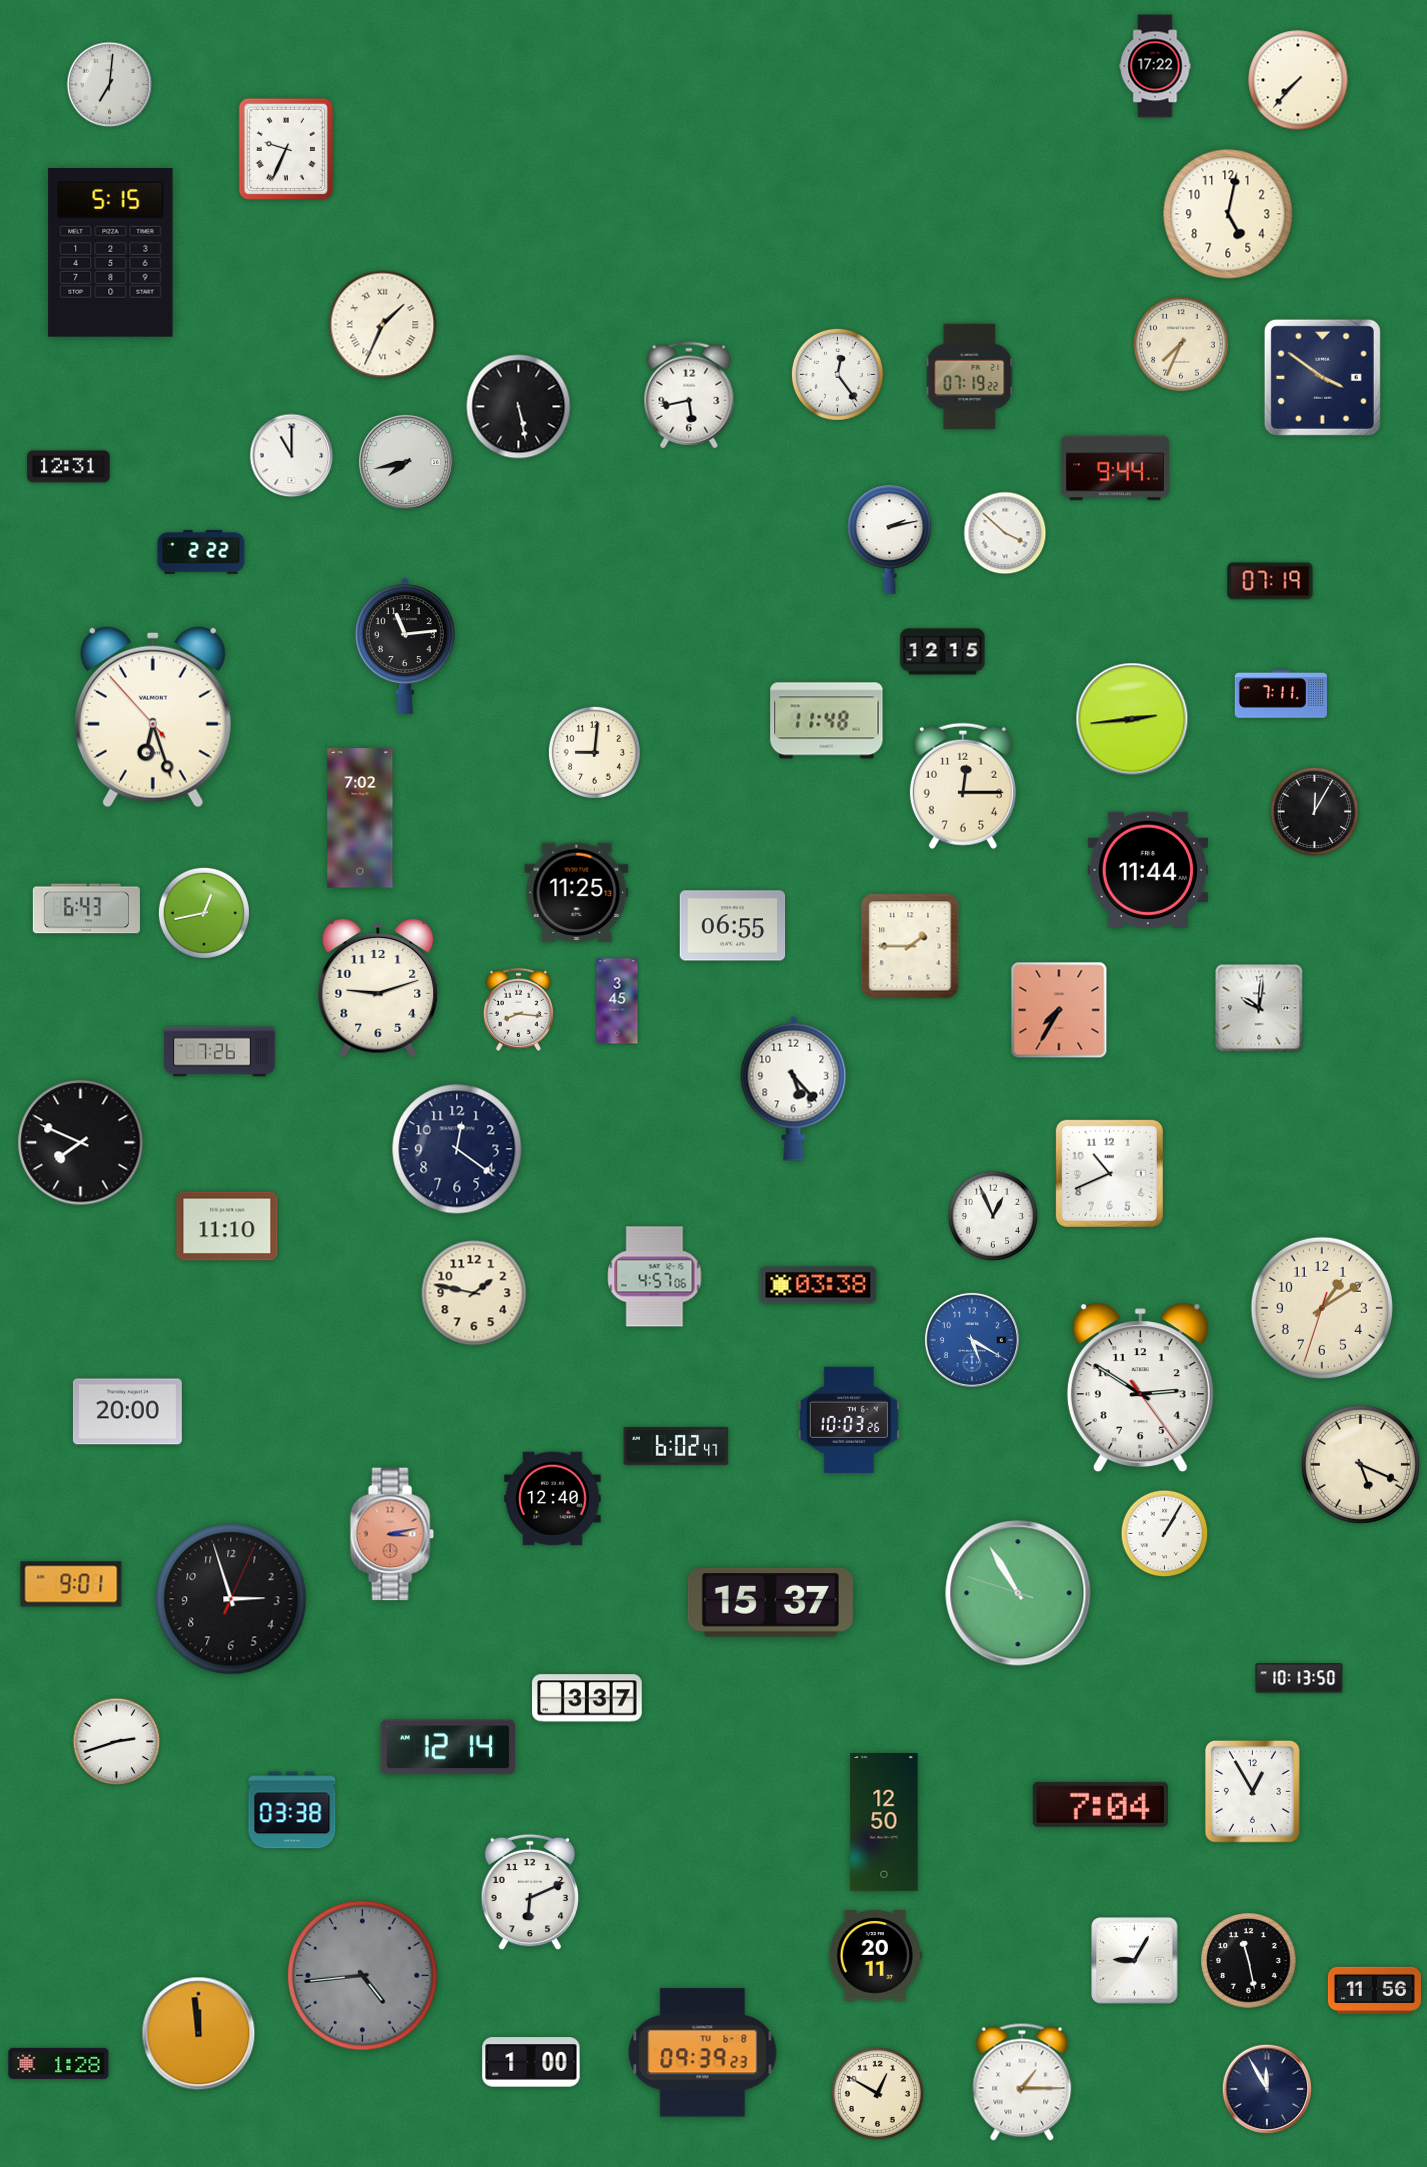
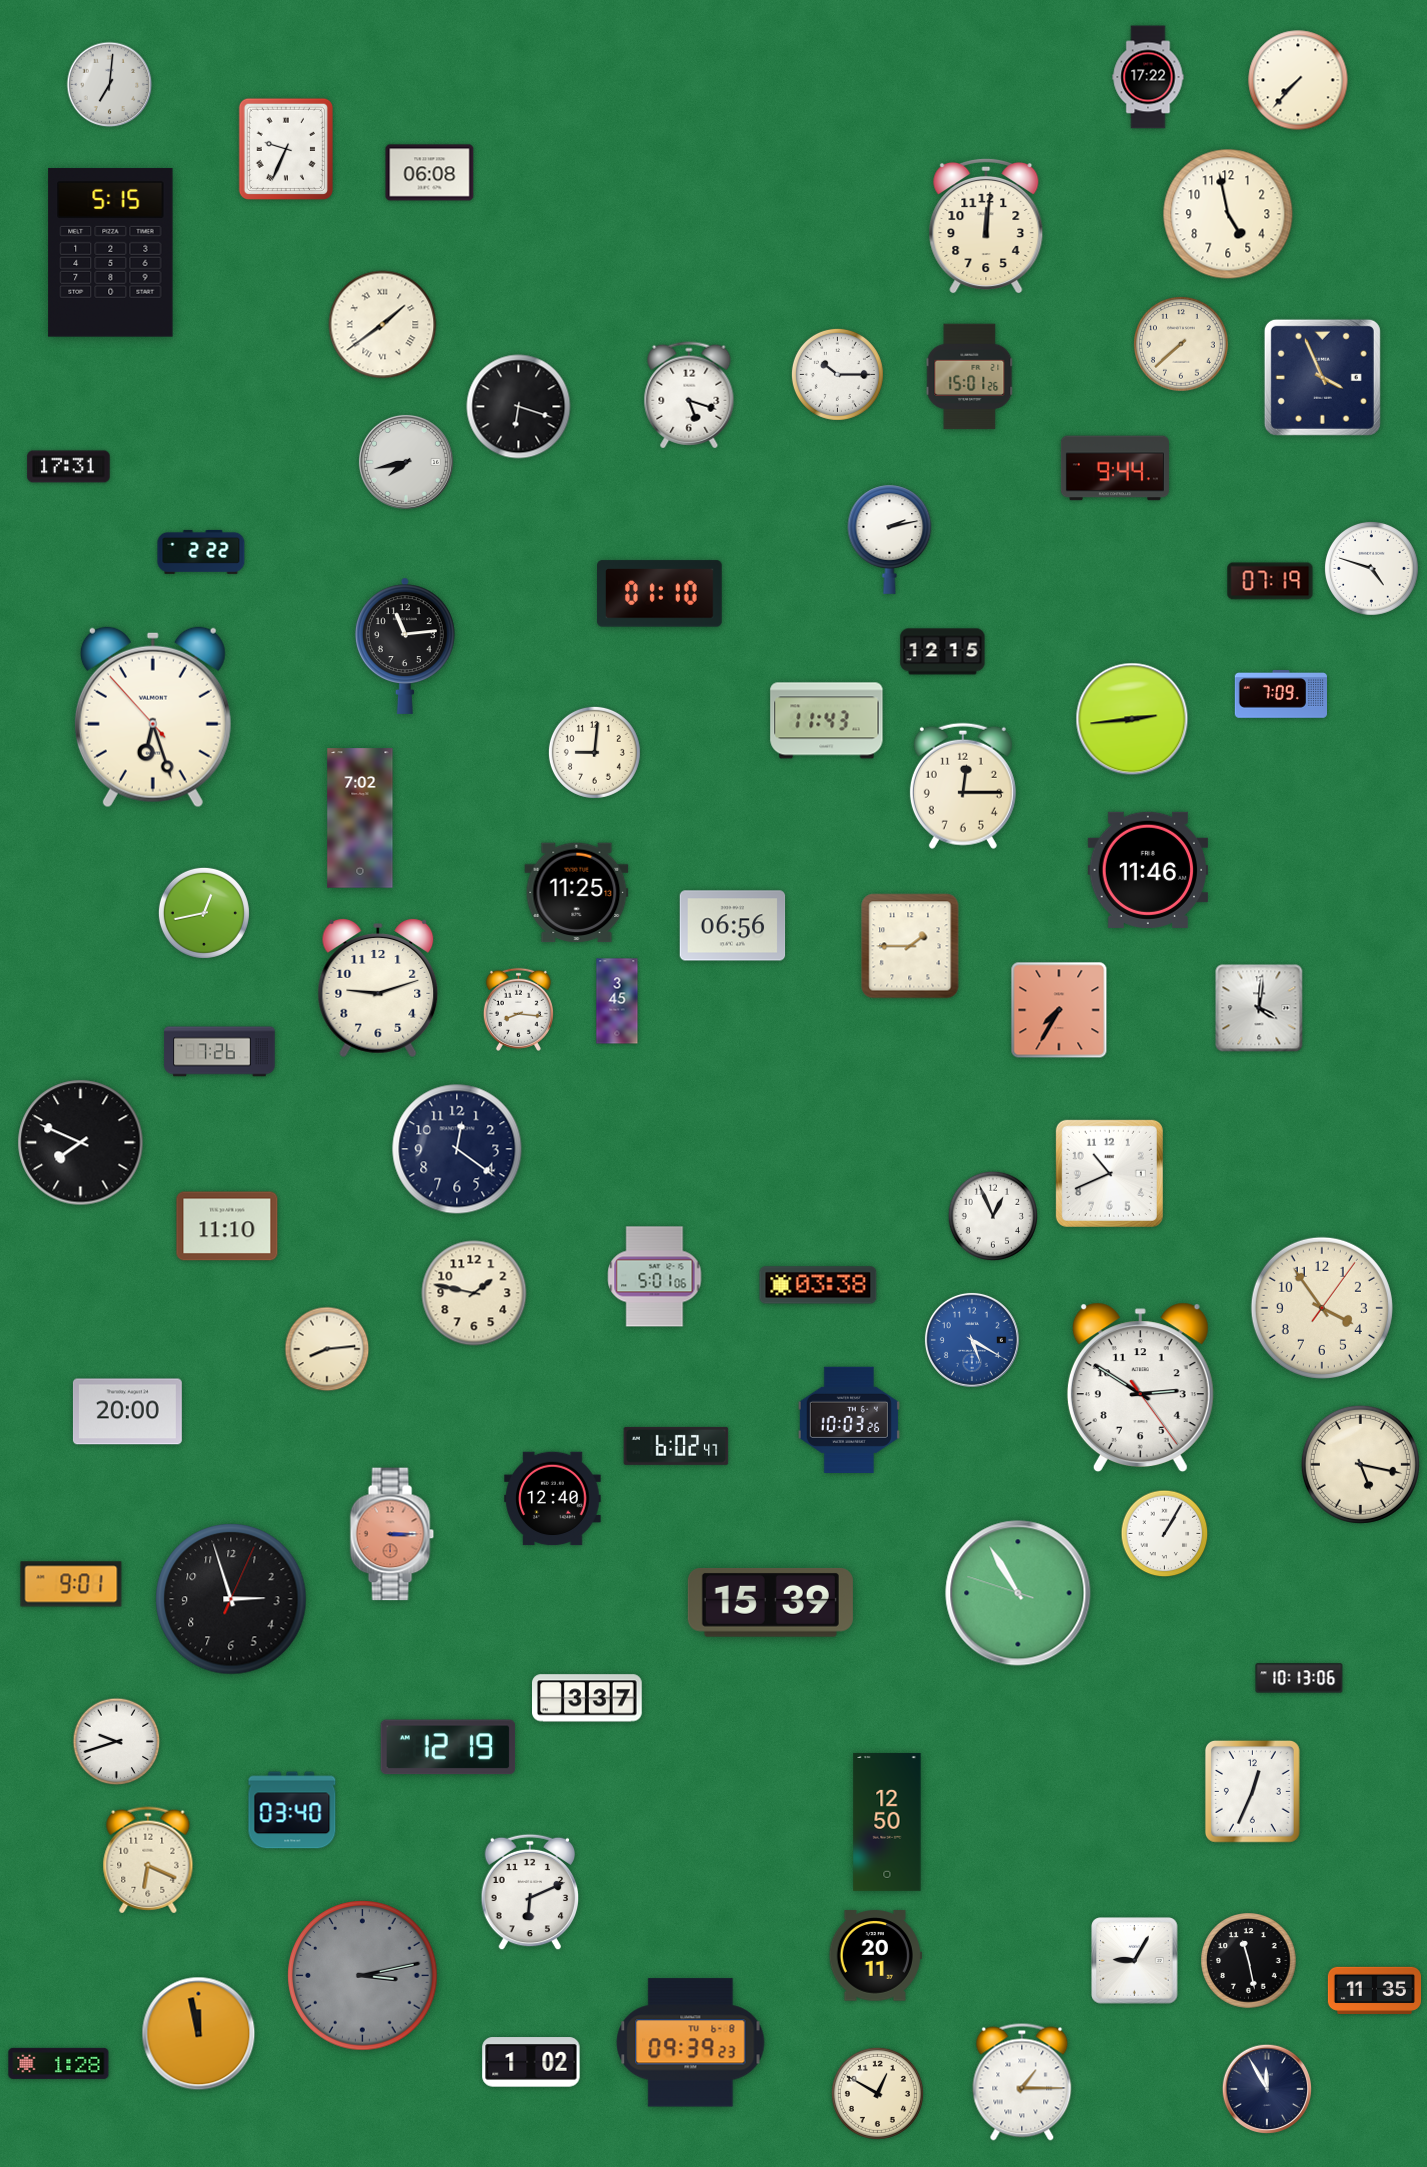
clock at (1155, 66) position: (1155, 66) -> (1148, 77)
clock at (430, 173): none -> 06:08
clock at (1228, 214): 5:02 -> 4:58
clock at (986, 226): none -> 12:01
clock at (383, 325): 1:34 -> 1:39
clock at (1182, 345): 7:34 -> 7:38
clock at (837, 374): 12:24 -> 10:15
clock at (970, 377): 07:19 -> 15:01
clock at (1322, 377): 3:51 -> 3:56
clock at (689, 395): 5:43 -> 5:18
clock at (519, 407): 5:28 -> 6:18
clock at (292, 456): 11:00 -> none
clock at (69, 467): 12:31 -> 17:31
clock at (1005, 533): 3:52 -> none
clock at (1371, 568): none -> 4:48
clock at (660, 594): none -> 01:10
clock at (1280, 695): 7:11 -> 7:09
clock at (827, 721): 11:48 -> 11:43
clock at (1315, 812): 12:05 -> none
clock at (1148, 870): 11:44 -> 11:46
clock at (86, 909): 6:43 -> none
clock at (733, 926): 06:55 -> 06:56
clock at (1259, 1008): 10:01 -> 4:01
clock at (794, 1088): 5:23 -> none
clock at (655, 1277): 4:57 -> 5:01
clock at (1322, 1308): 1:09 -> 3:54
clock at (327, 1349): none -> 8:14
clock at (1360, 1464): 5:19 -> 5:17
clock at (392, 1534): 3:13 -> 3:15
clock at (770, 1602): 15:37 -> 15:39
clock at (1299, 1678): 10:13:50 -> 10:13:06
clock at (117, 1742): 2:42 -> 9:42
clock at (448, 1747): 12:14 -> 12:19
clock at (1252, 1791): 12:55 -> 12:34
clock at (1100, 1804): 7:04 -> none
clock at (292, 1810): 03:38 -> 03:40
clock at (884, 1822) position: (884, 1822) -> (887, 1822)
clock at (148, 1860): none -> 6:19
clock at (363, 1976): 4:44 -> 3:13
clock at (1374, 1990): 11:56 -> 11:35
clock at (199, 2034): 11:59 -> 11:58
clock at (703, 2053) position: (703, 2053) -> (691, 2043)
clock at (531, 2062): 1:00 -> 1:02
